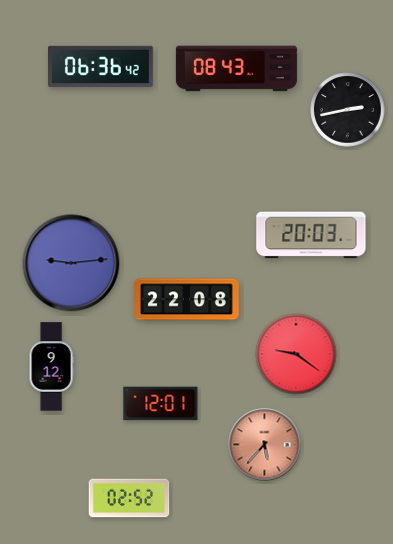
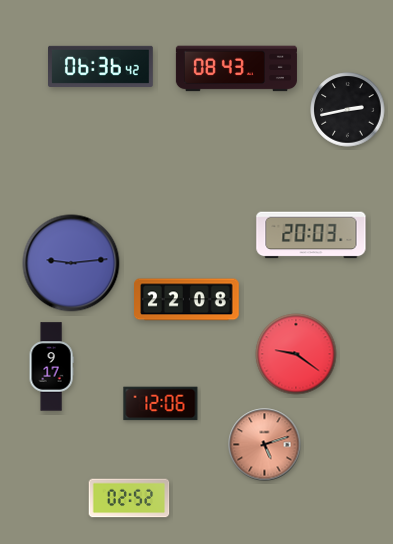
clock at (51, 367): 9:12 -> 9:17
clock at (161, 404): 12:01 -> 12:06
clock at (265, 445): 5:37 -> 5:12
